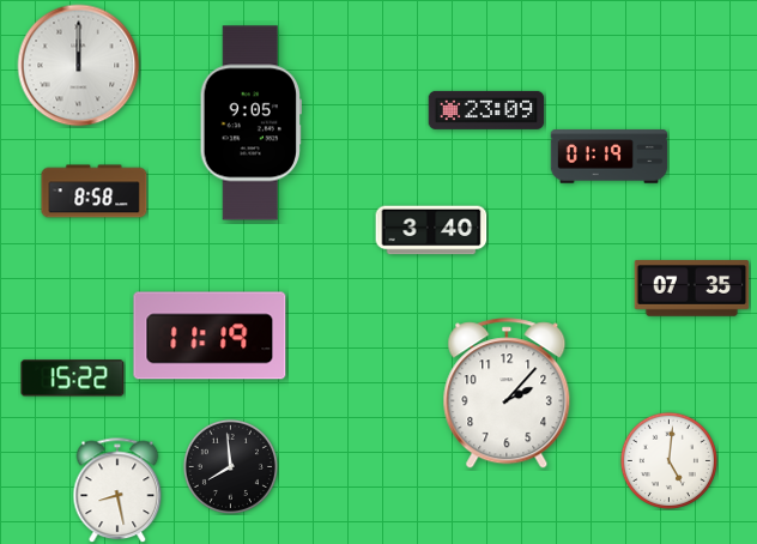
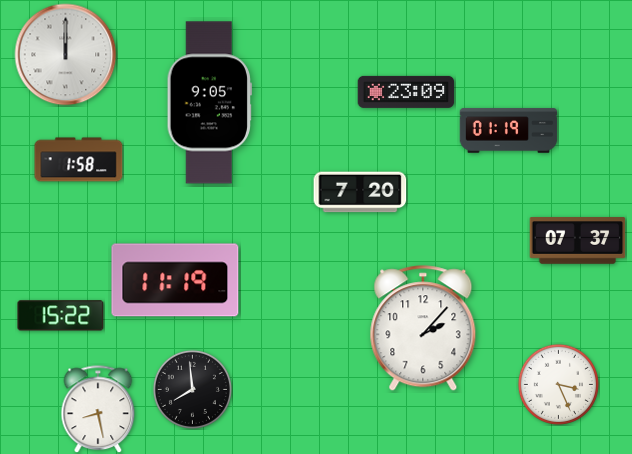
clock at (95, 192): 8:58 -> 1:58
clock at (431, 230): 3:40 -> 7:20
clock at (692, 289): 07:35 -> 07:37
clock at (668, 460): 5:01 -> 3:26
